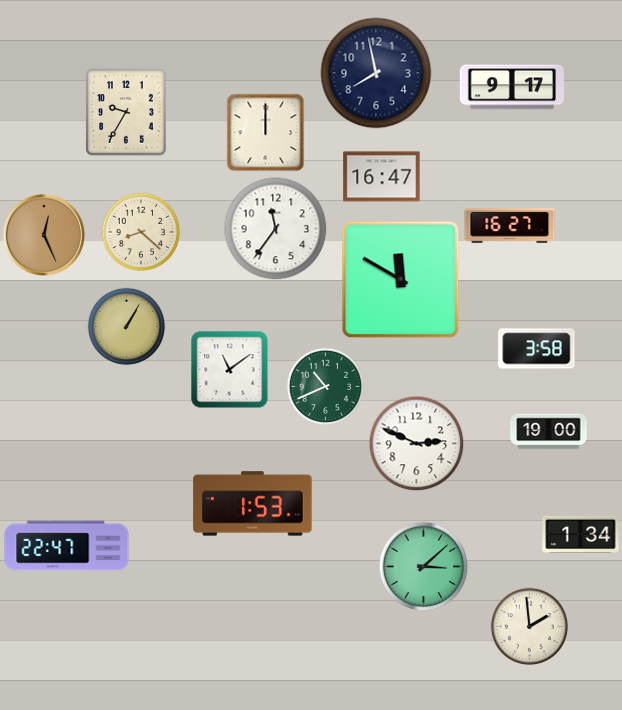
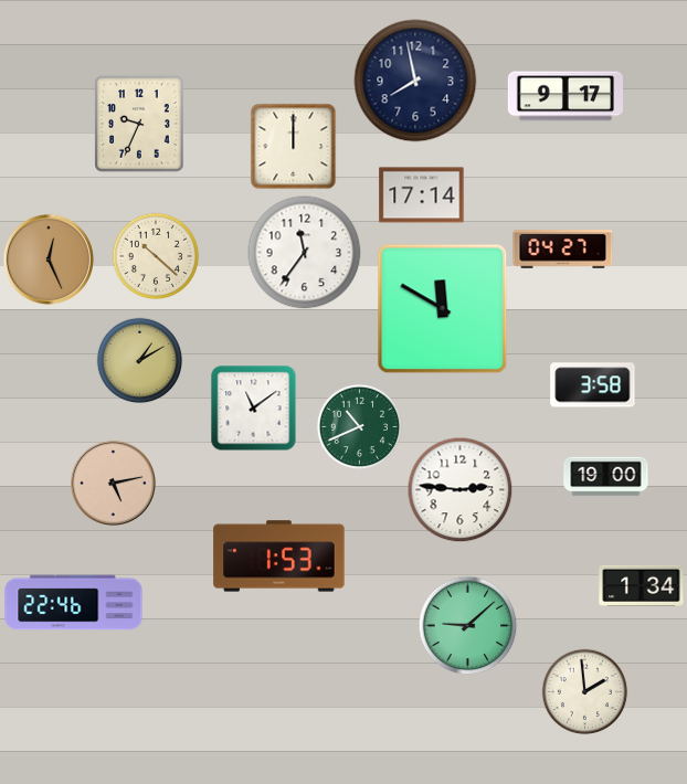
clock at (126, 112): 9:35 -> 9:34
clock at (382, 177): 16:47 -> 17:14
clock at (510, 226): 16:27 -> 04:27
clock at (141, 232): 8:22 -> 10:22
clock at (126, 326): 1:05 -> 1:10
clock at (113, 483): none -> 5:13
clock at (416, 443): 2:49 -> 2:46
clock at (581, 534) position: (581, 534) -> (642, 585)
clock at (67, 546): 22:47 -> 22:46
clock at (423, 566): 3:08 -> 9:08
